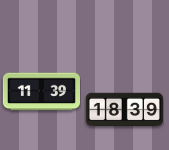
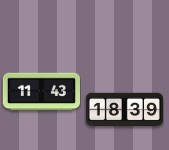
clock at (41, 92): 11:39 -> 11:43
